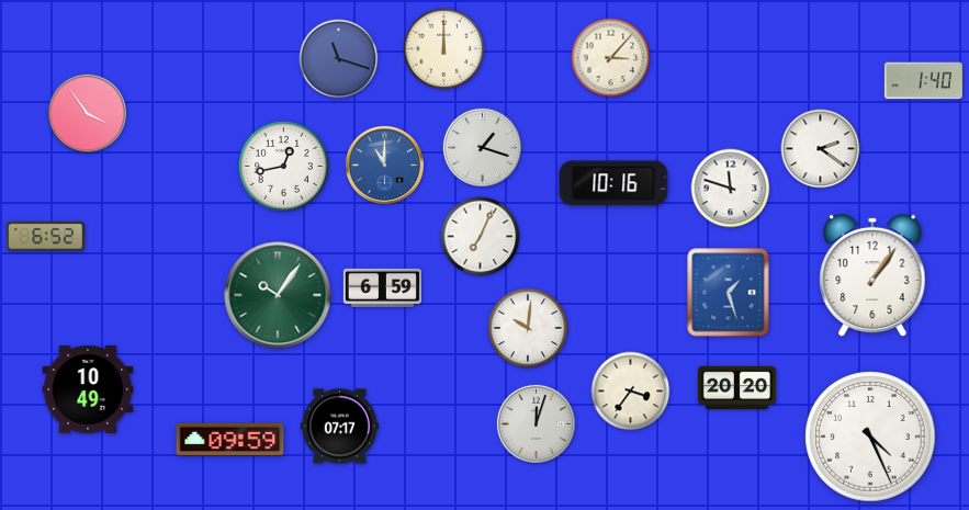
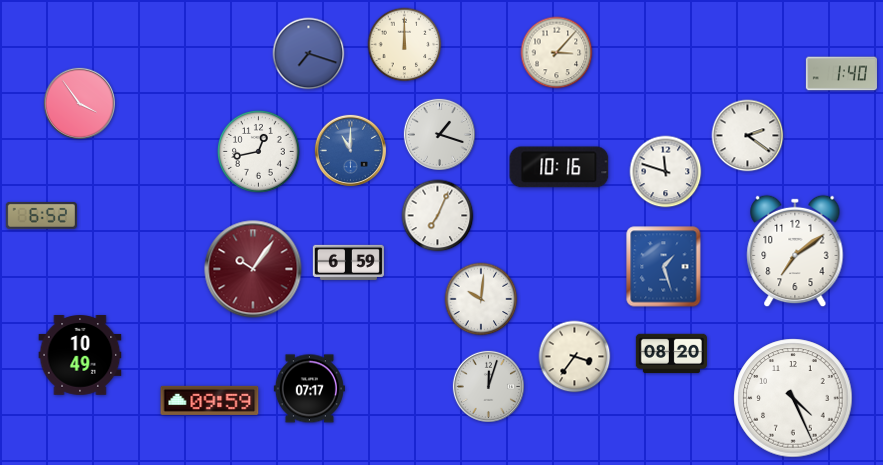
clock at (339, 59): 11:18 -> 7:18
clock at (872, 275): 1:06 -> 7:09
clock at (278, 295) dial: green -> burgundy
clock at (736, 388): 20:20 -> 08:20
